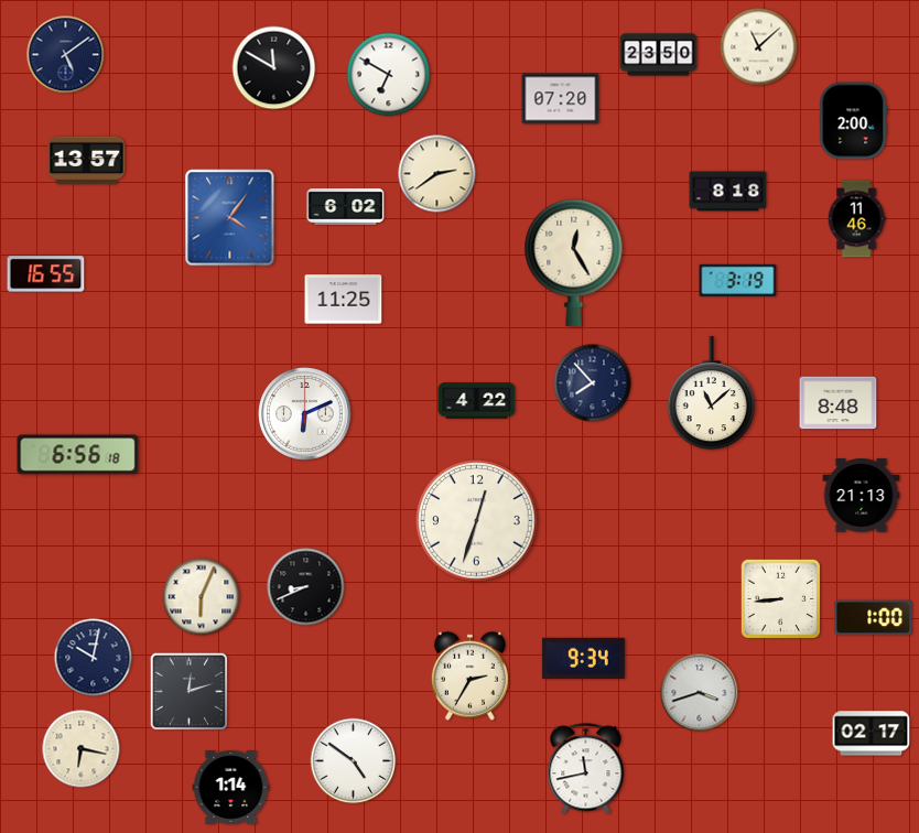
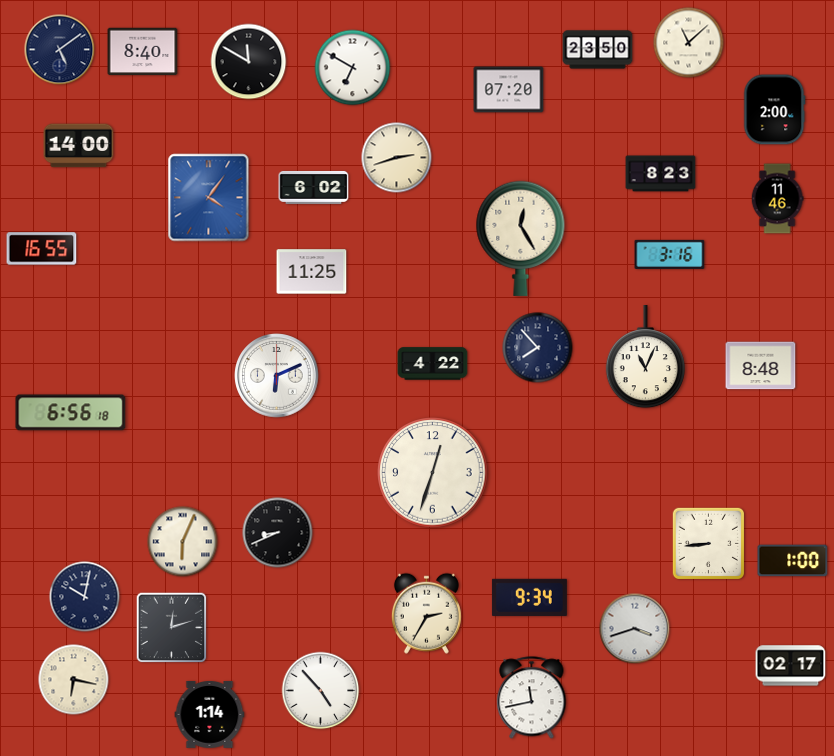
clock at (143, 52): none -> 8:40
clock at (87, 161): 13:57 -> 14:00
clock at (437, 174): 2:39 -> 2:42
clock at (728, 192): 8:18 -> 8:23
clock at (738, 280): 3:19 -> 3:16
clock at (711, 394): 11:08 -> 11:04
clock at (862, 496): 21:13 -> none
clock at (354, 761): 4:51 -> 4:53
